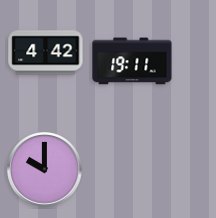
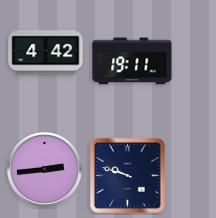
clock at (45, 170): 10:00 -> 2:44
clock at (127, 175): none -> 9:48
